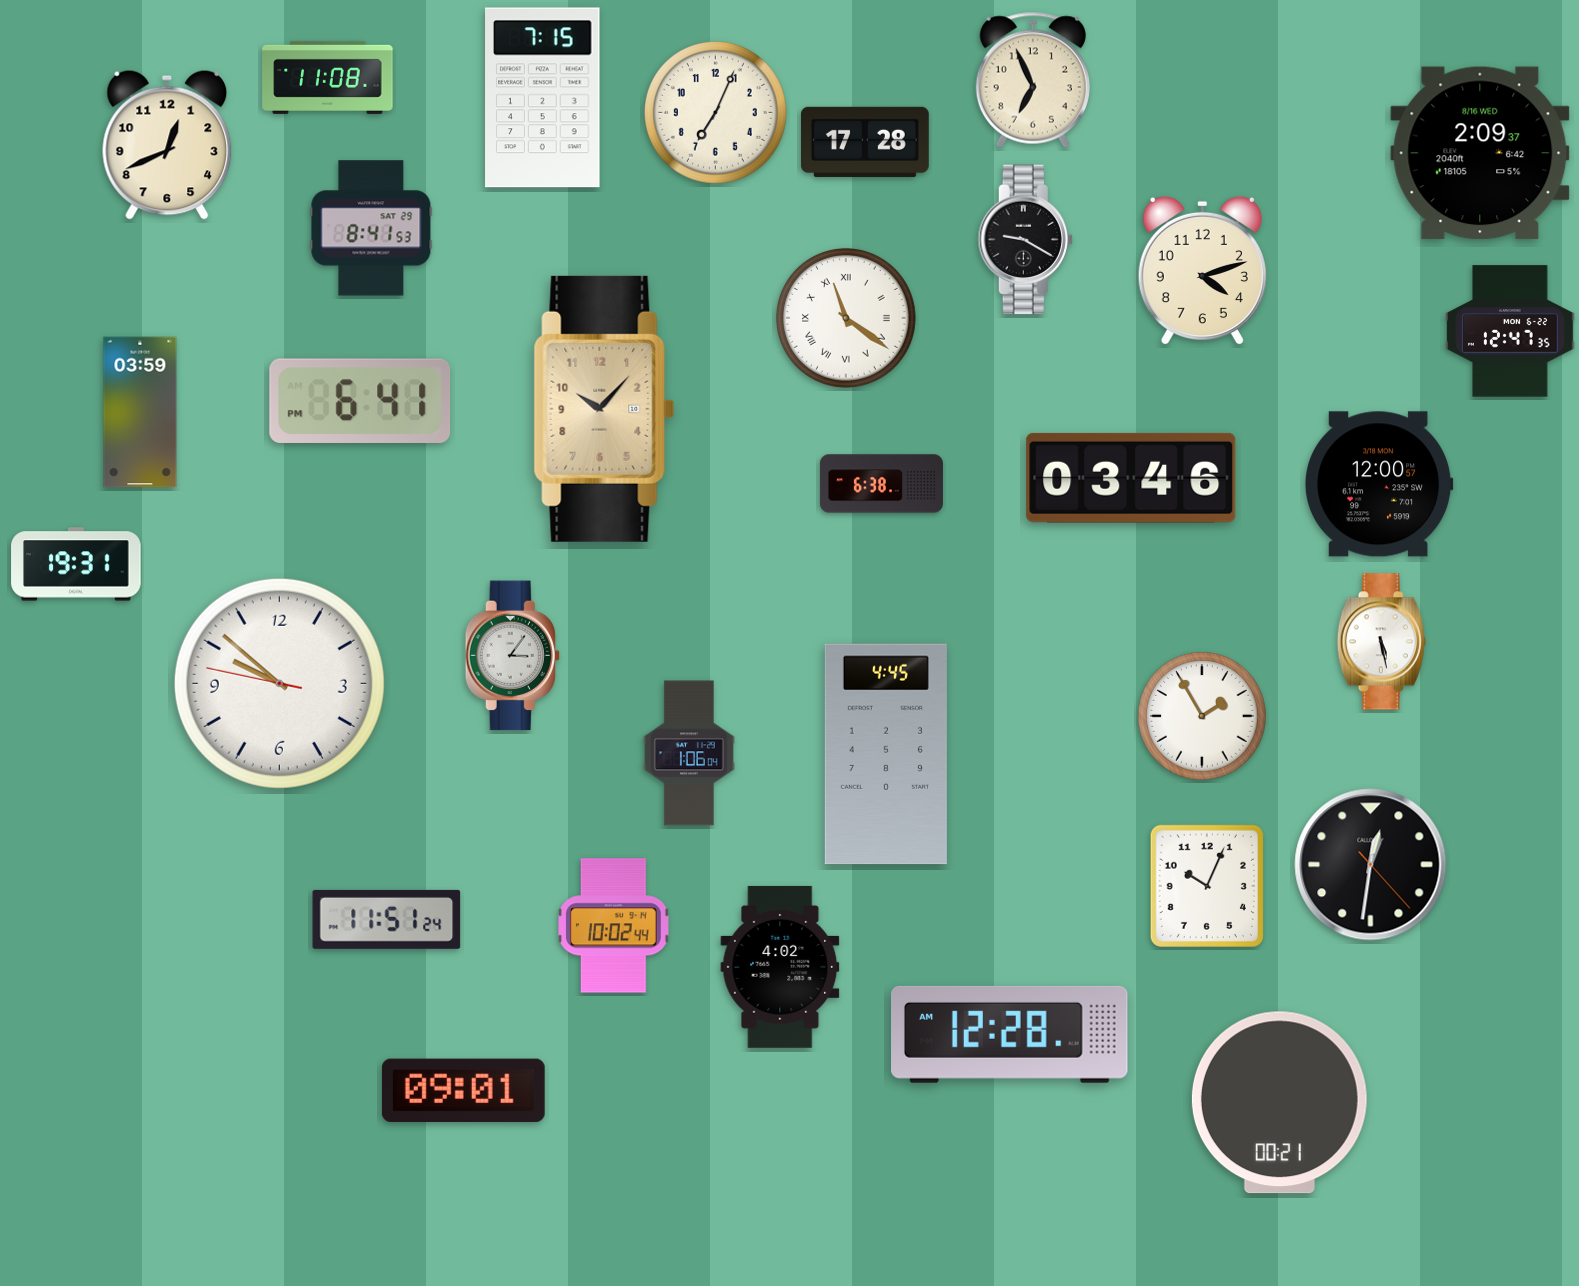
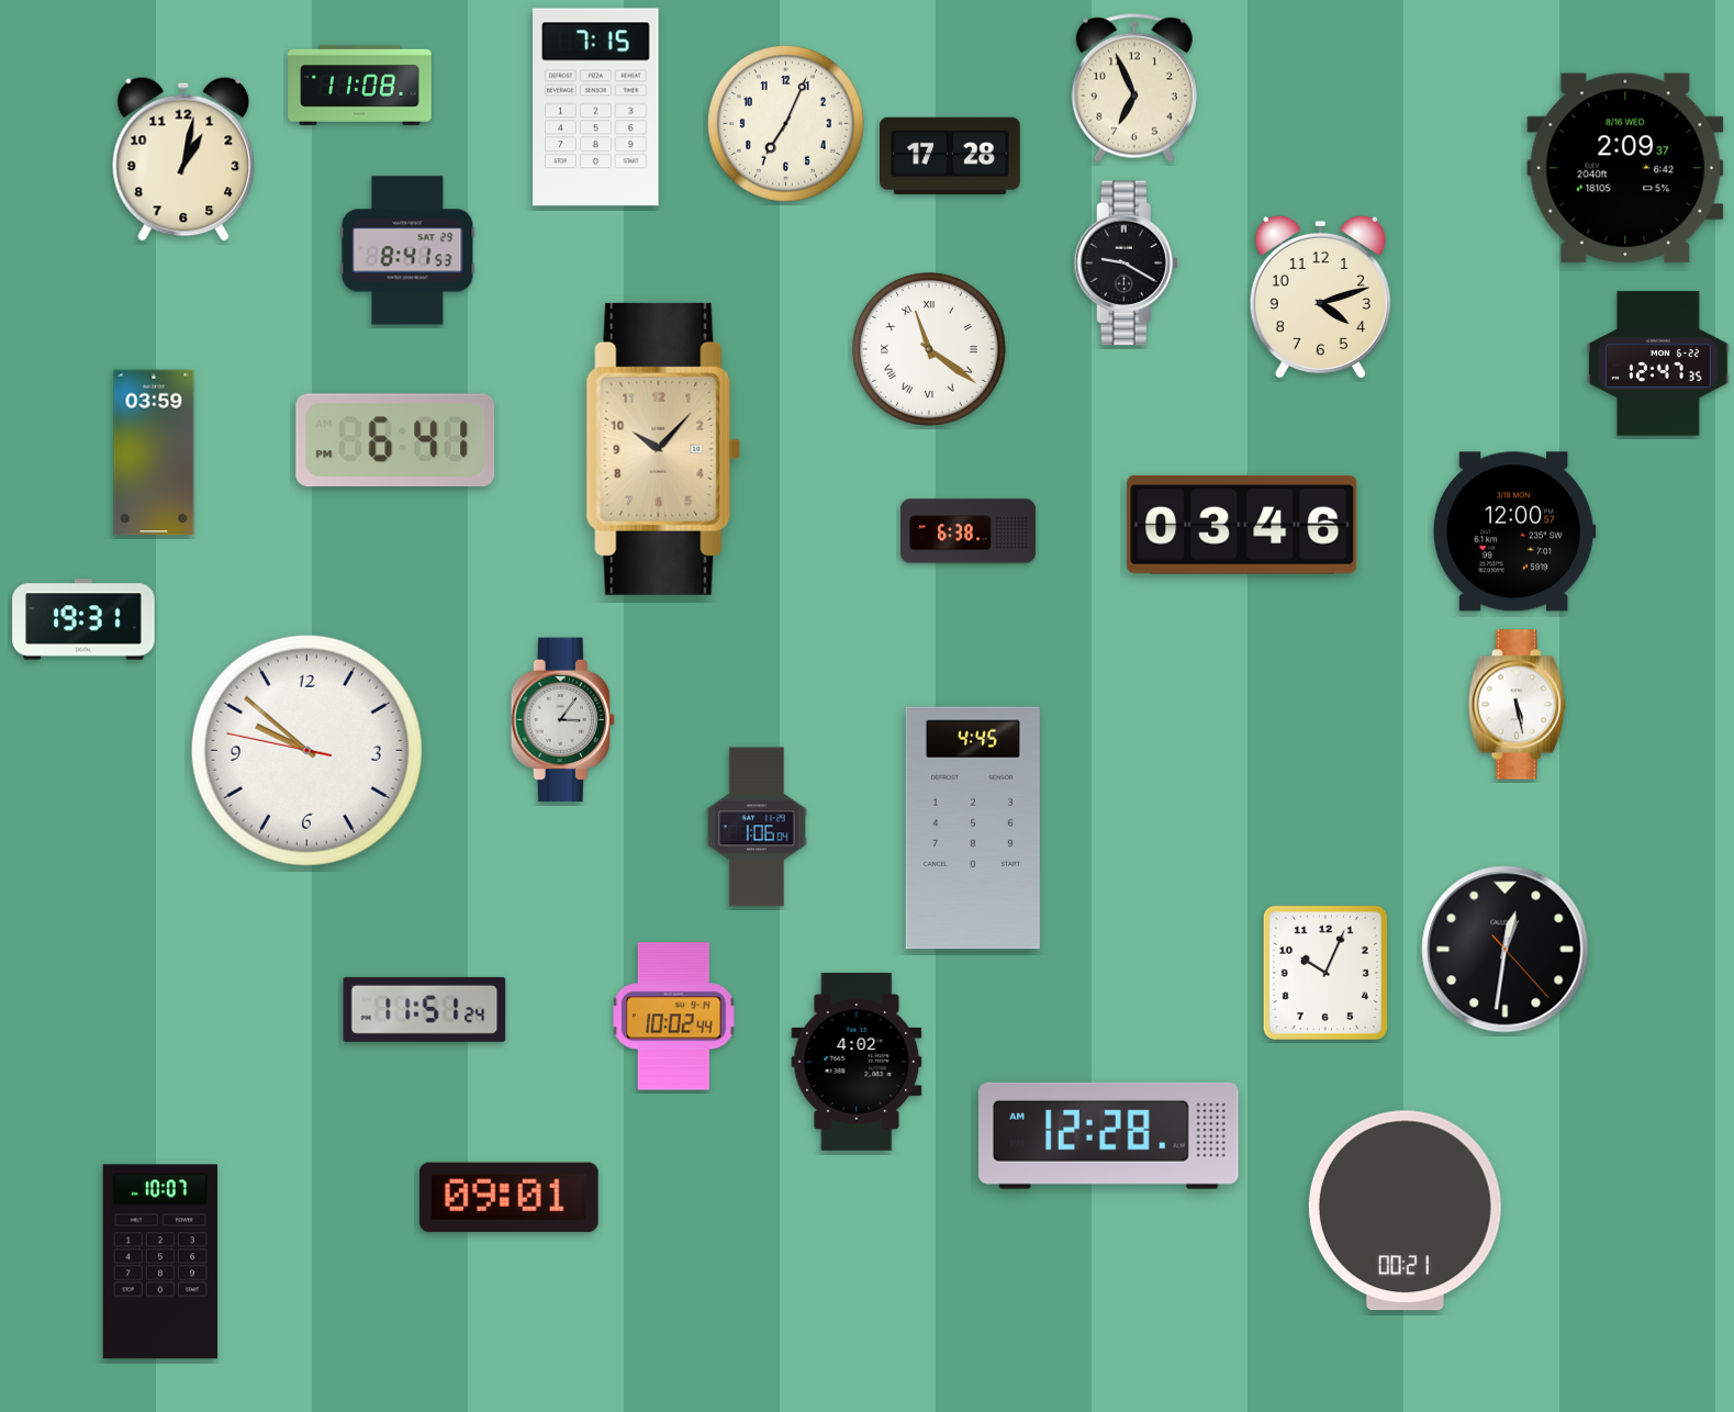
clock at (167, 145): 12:41 -> 1:02
clock at (1202, 716): 1:55 -> none
clock at (160, 1262): none -> 10:07
